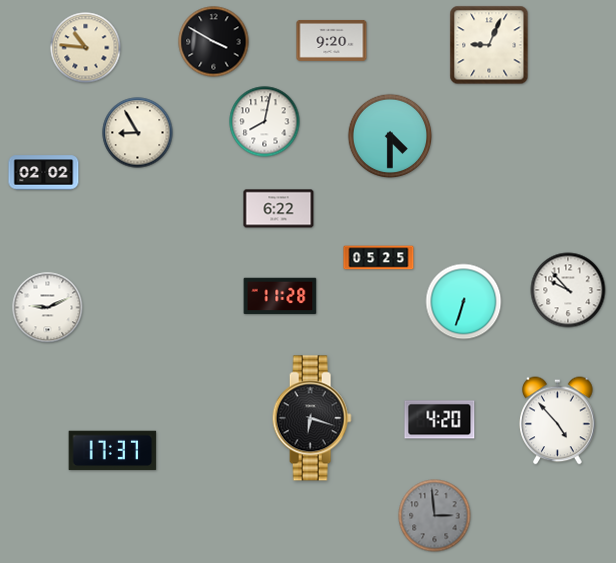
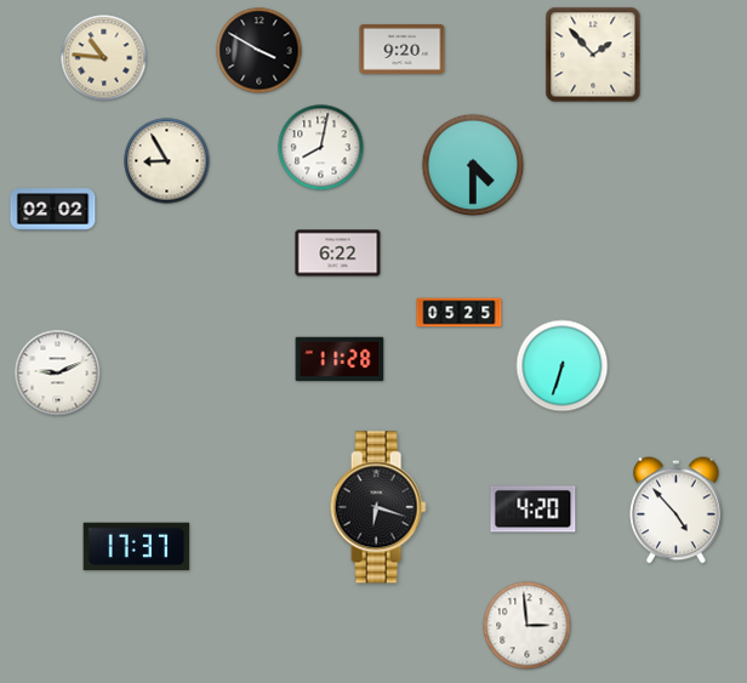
clock at (489, 45): 9:04 -> 1:53
clock at (568, 290): 9:53 -> none
clock at (435, 516) dial: grey -> white
